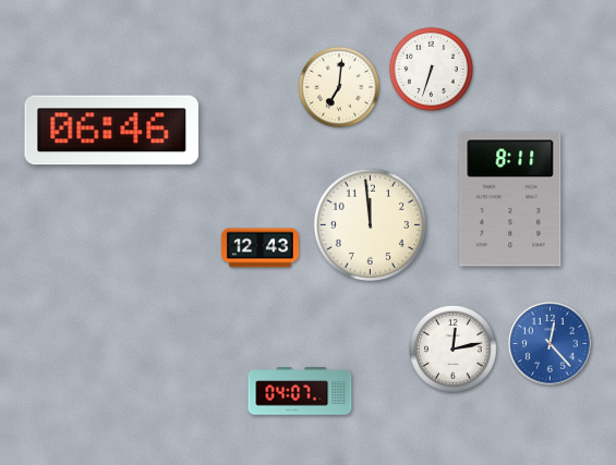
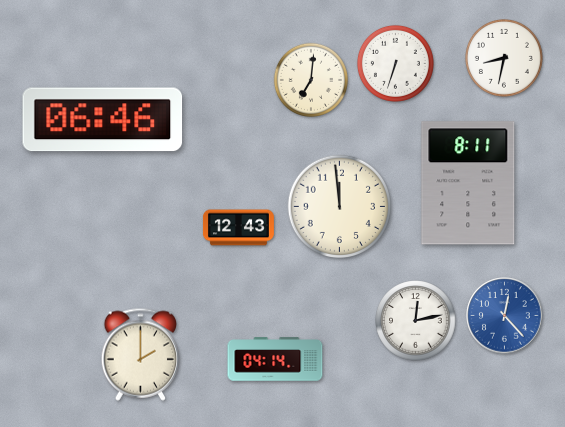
clock at (504, 58): none -> 8:32
clock at (141, 354): none -> 2:00
clock at (300, 391): 04:07 -> 04:14
